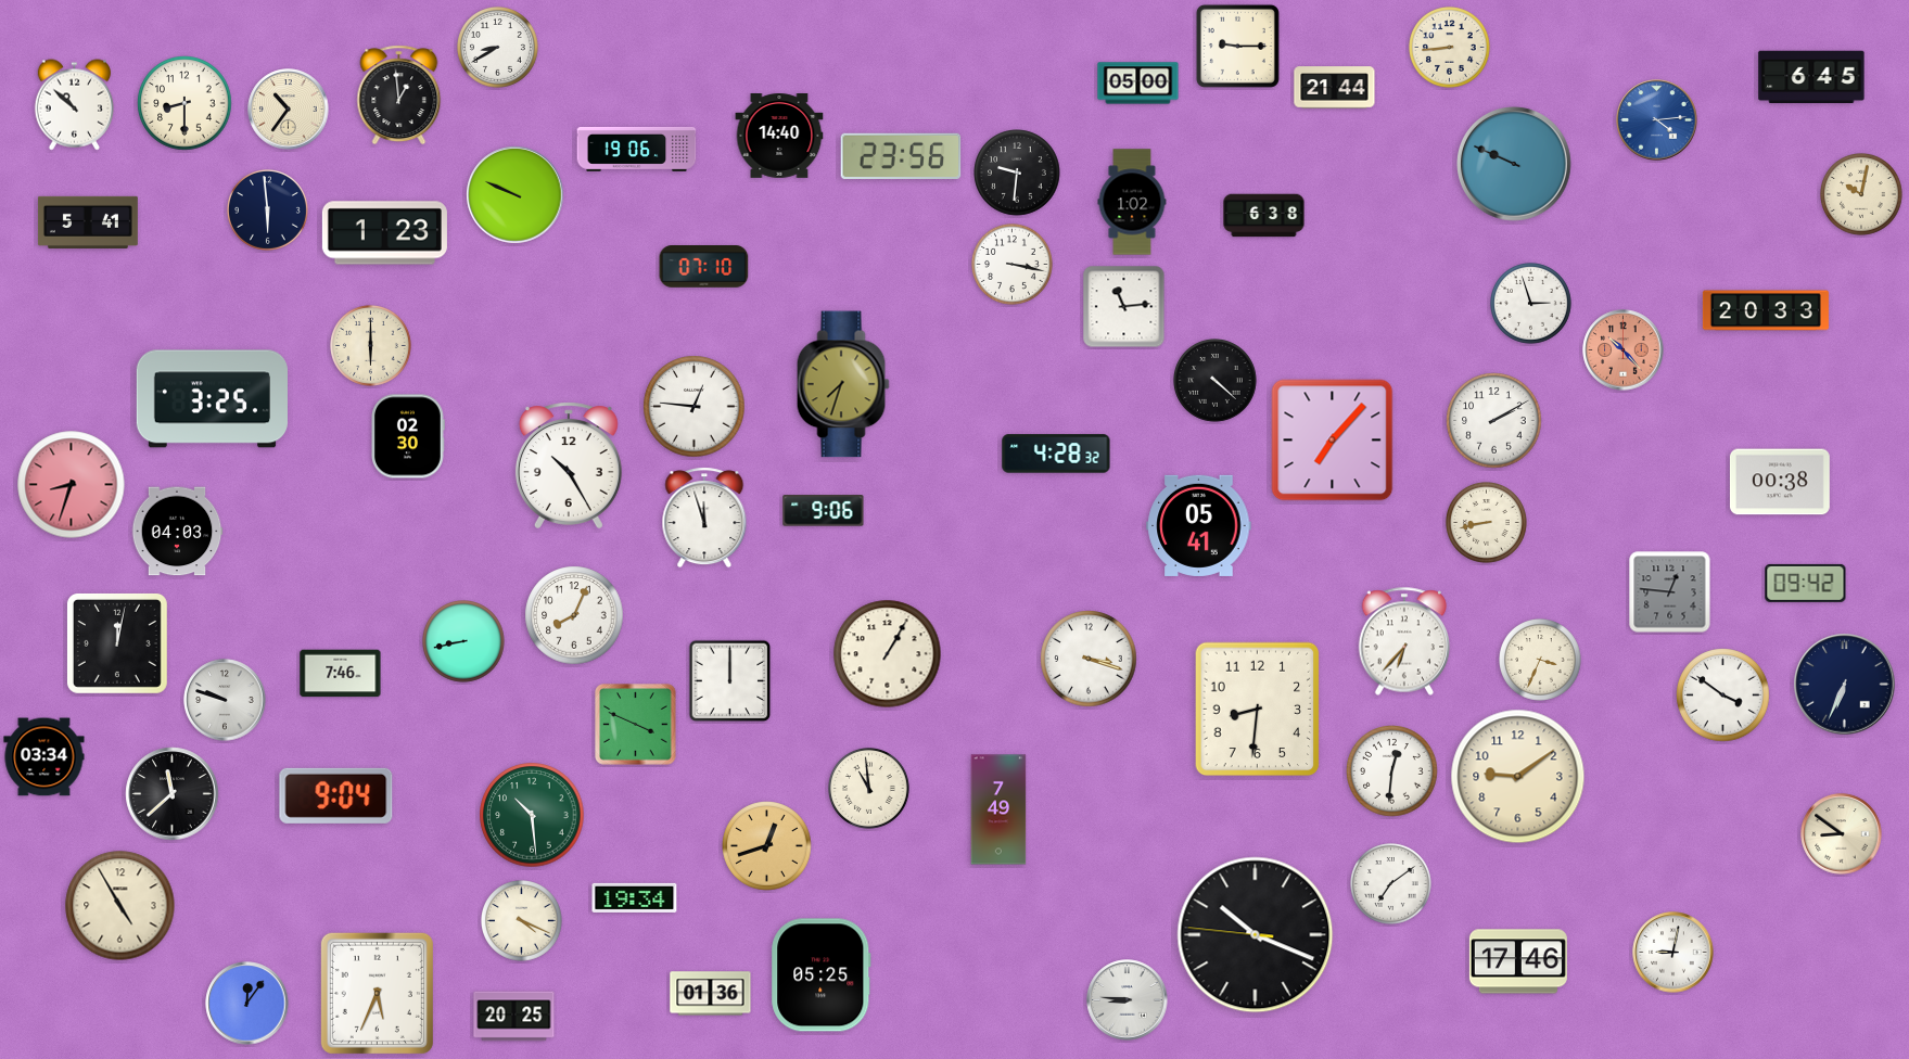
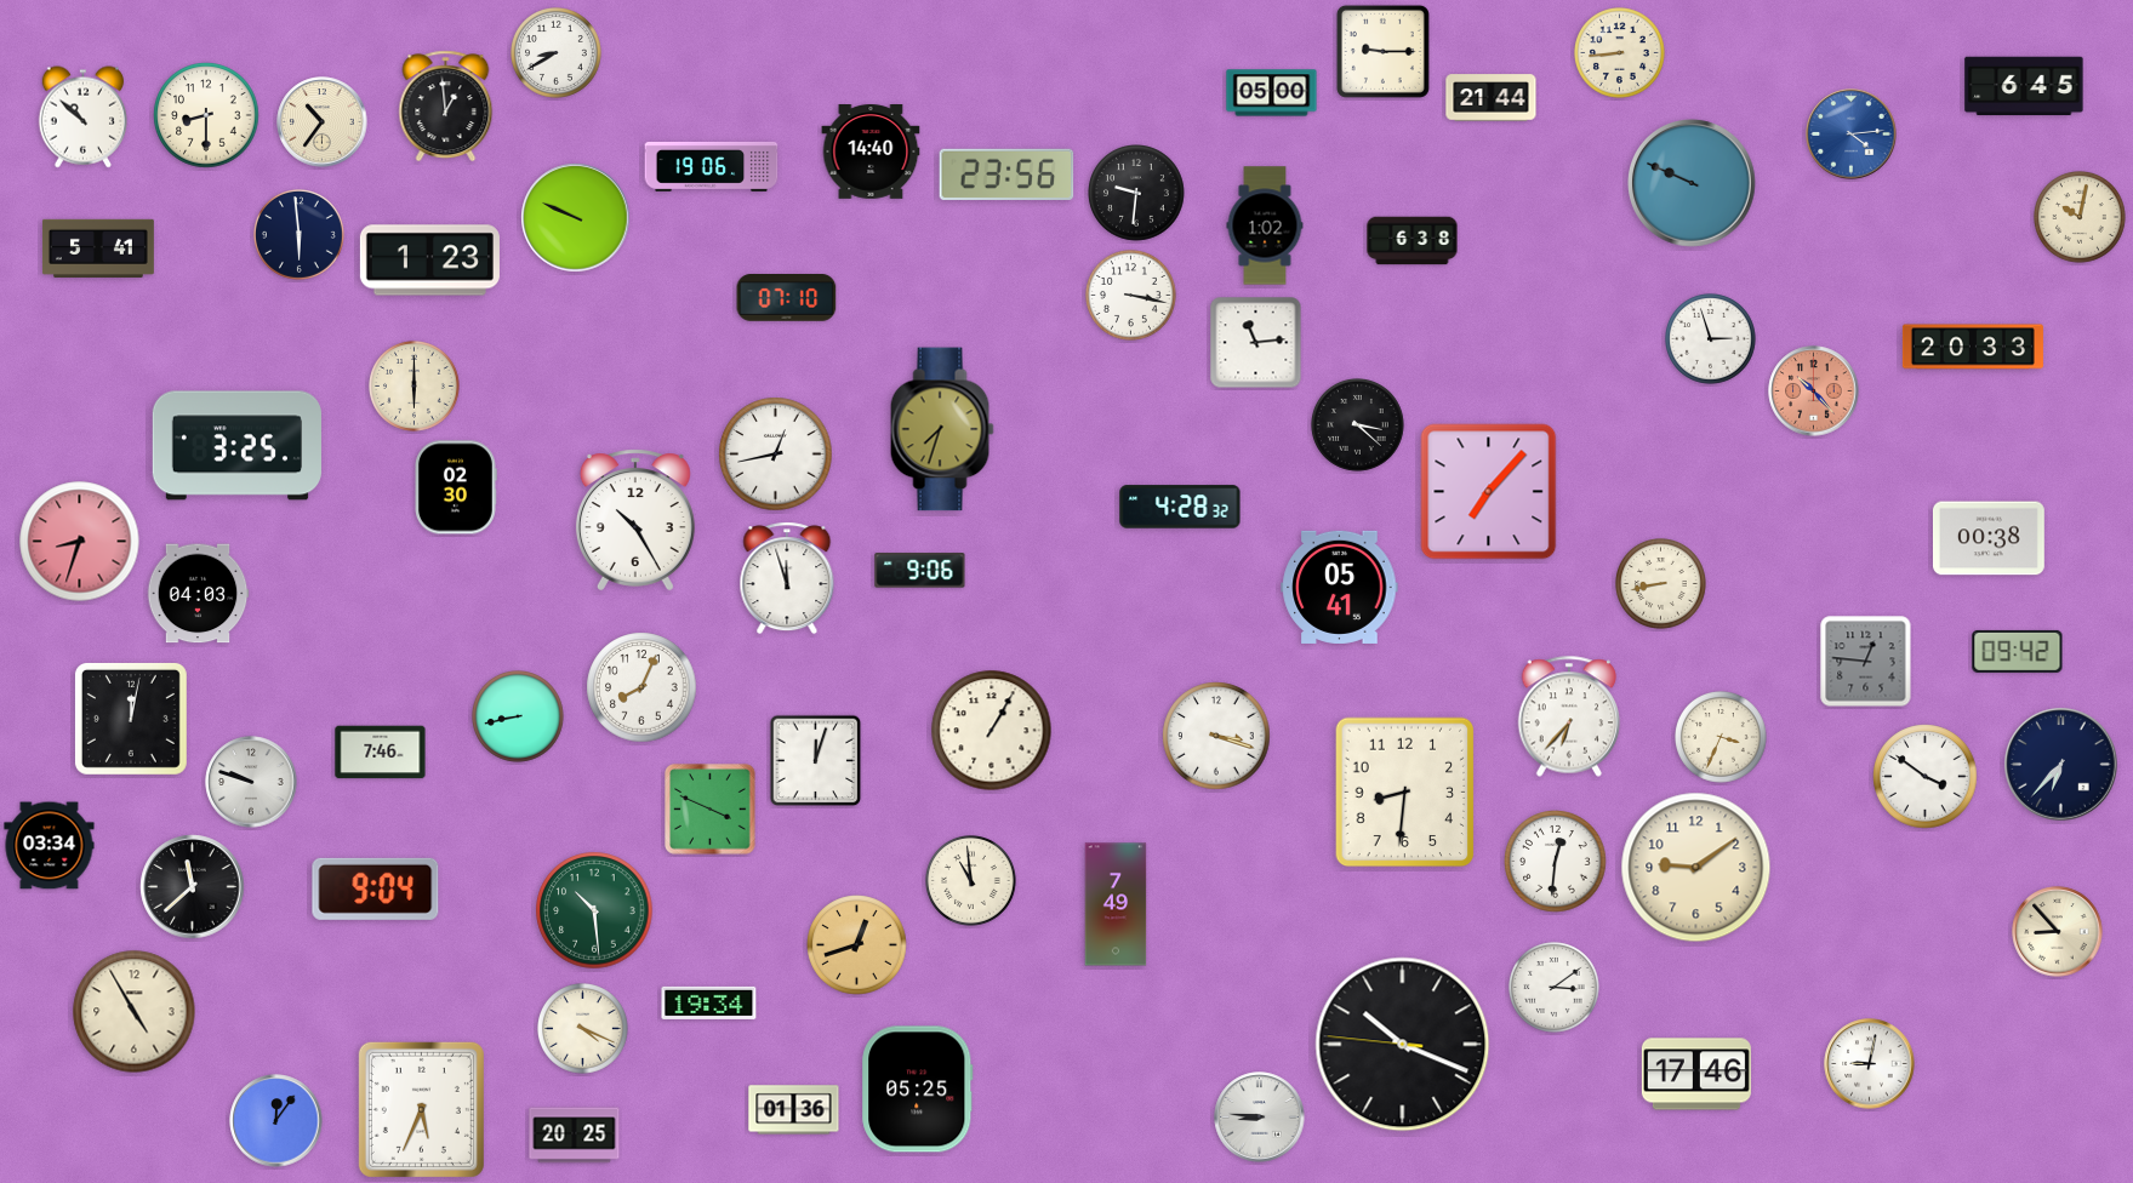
clock at (1216, 381): 4:22 -> 3:22
clock at (695, 407): 12:46 -> 12:43
clock at (1494, 421): 2:10 -> none
clock at (730, 681): 12:00 -> 12:03
clock at (1845, 685): 6:34 -> 6:37
clock at (1842, 834): 8:51 -> 8:53
clock at (1391, 884): 7:09 -> 3:09
